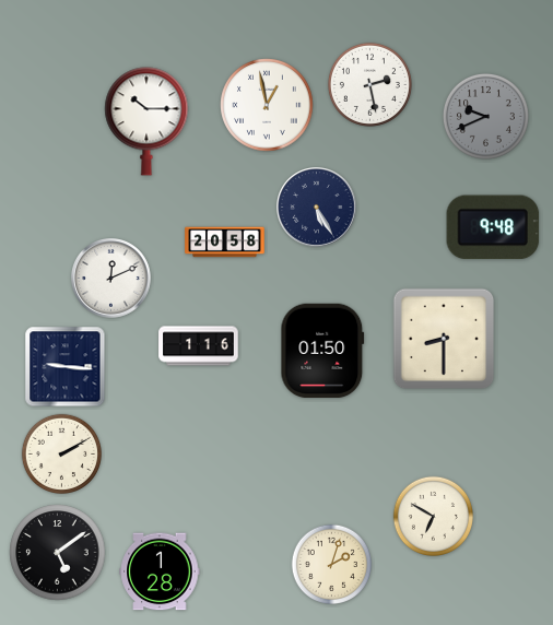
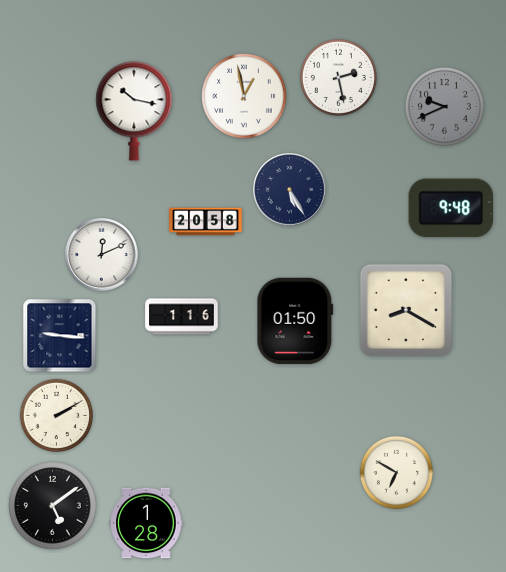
clock at (146, 121): 10:15 -> 10:17
clock at (444, 339): 8:30 -> 8:20
clock at (332, 565): 2:03 -> none
